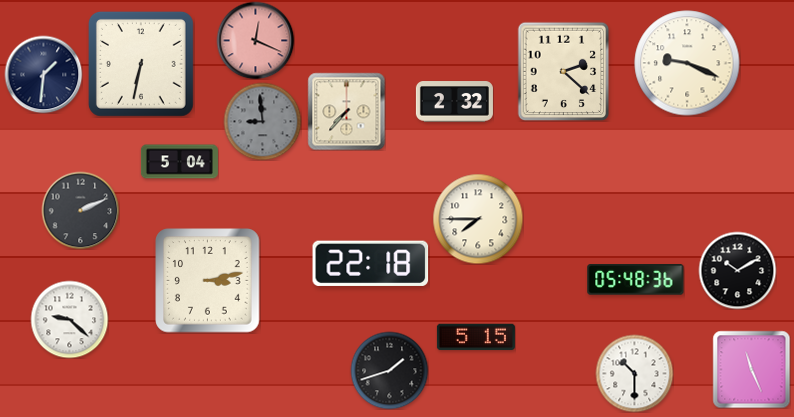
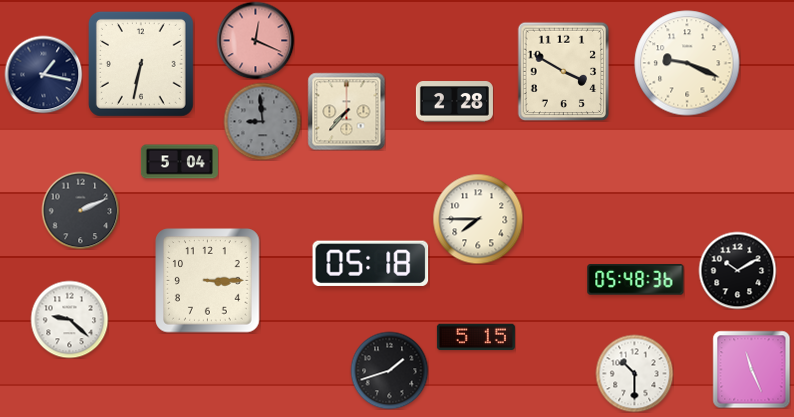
clock at (564, 71): 2:22 -> 3:50
clock at (43, 74): 1:31 -> 1:17
clock at (454, 102): 2:32 -> 2:28
clock at (371, 263): 22:18 -> 05:18
clock at (208, 281): 3:13 -> 3:15
